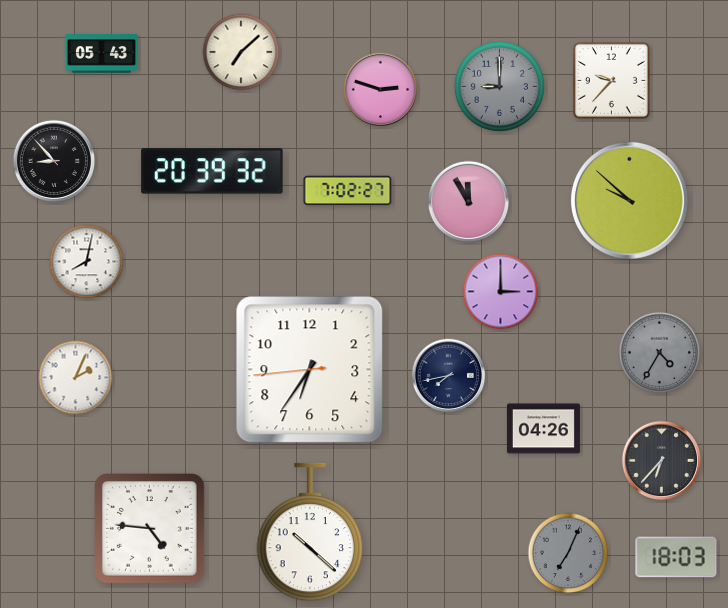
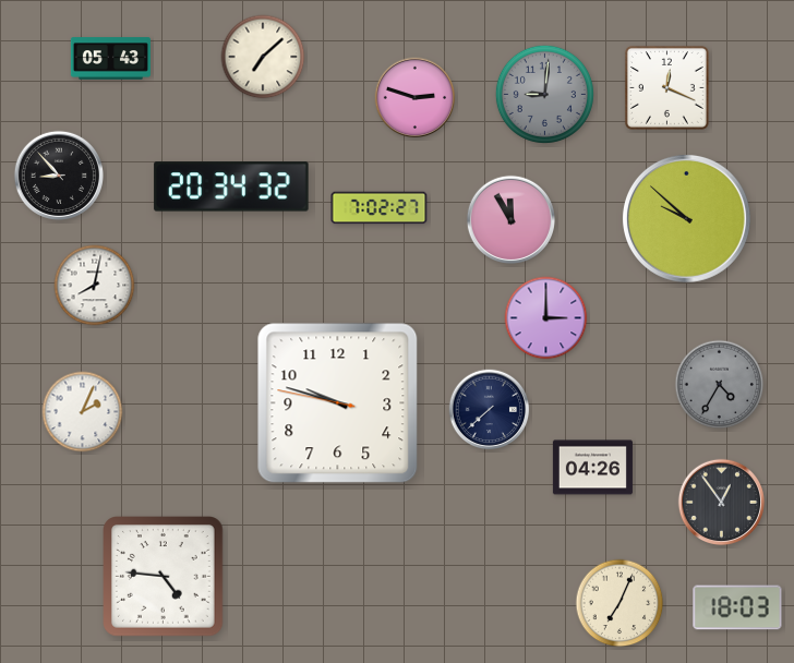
clock at (611, 80): 9:37 -> 12:19
clock at (499, 86): 9:00 -> 9:01
clock at (212, 171): 20:39 -> 20:34
clock at (310, 370): 6:35 -> 9:47
clock at (449, 376): 7:43 -> 7:38
clock at (661, 460): 6:37 -> 12:54
clock at (310, 532): 10:22 -> none
clock at (568, 553) dial: grey -> cream
